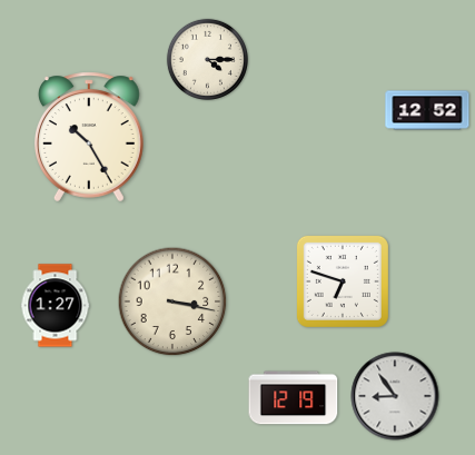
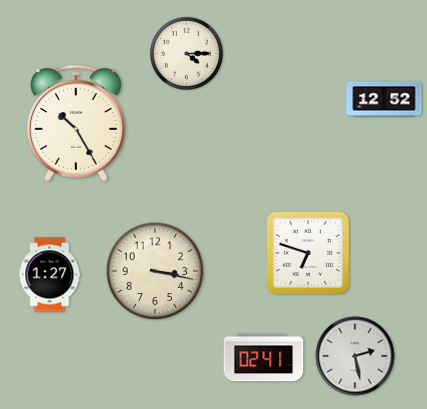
clock at (89, 137) position: (89, 137) -> (76, 123)
clock at (395, 396): 8:54 -> 2:28
clock at (294, 398): 12:19 -> 02:41
